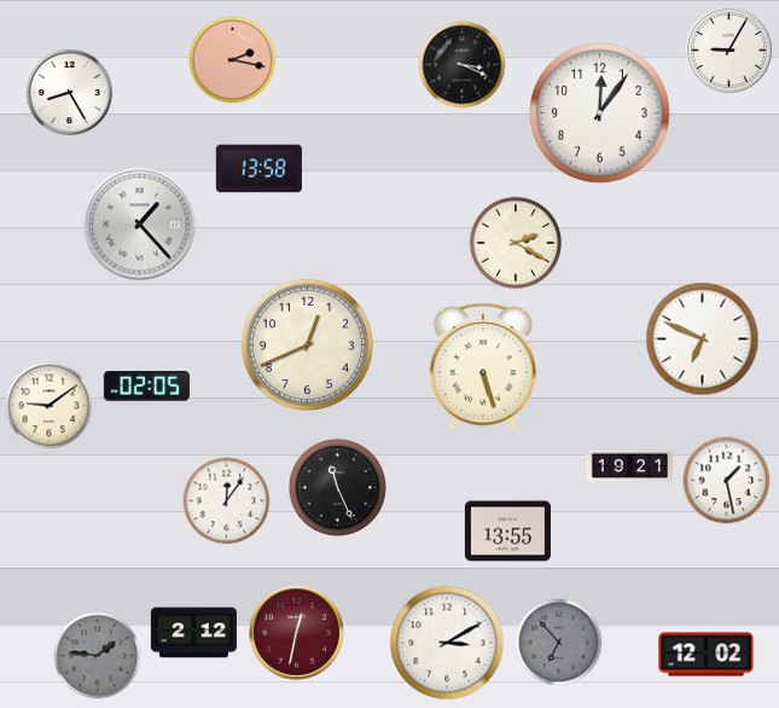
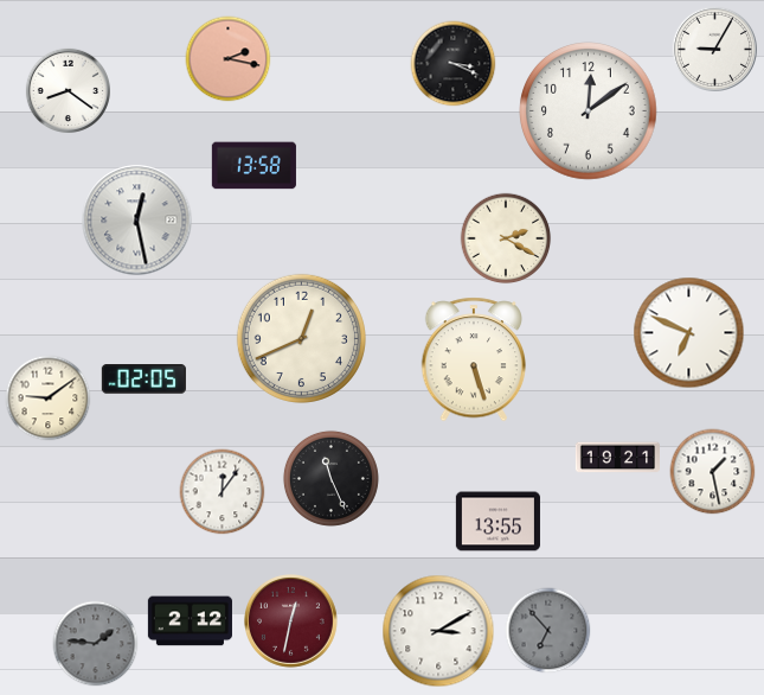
clock at (69, 92): 8:25 -> 8:21
clock at (600, 114): 12:06 -> 12:09
clock at (140, 225): 1:23 -> 12:28
clock at (707, 655): 12:02 -> none
